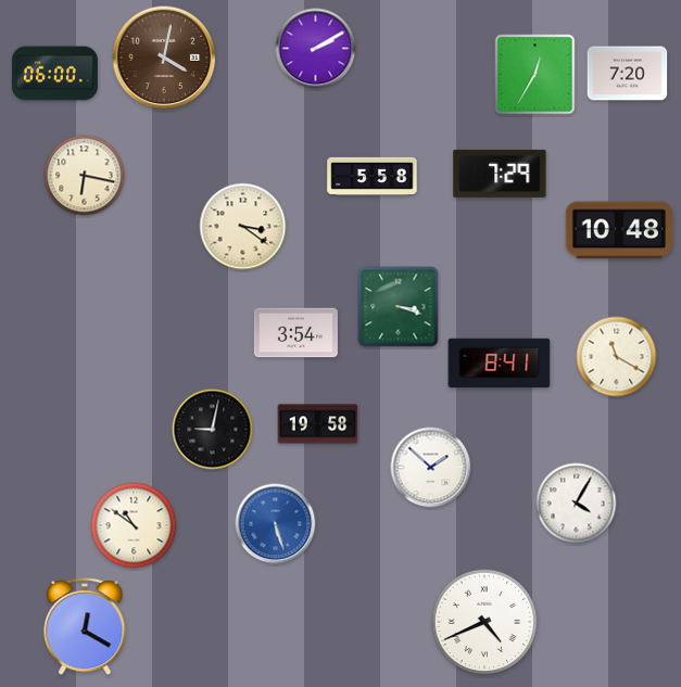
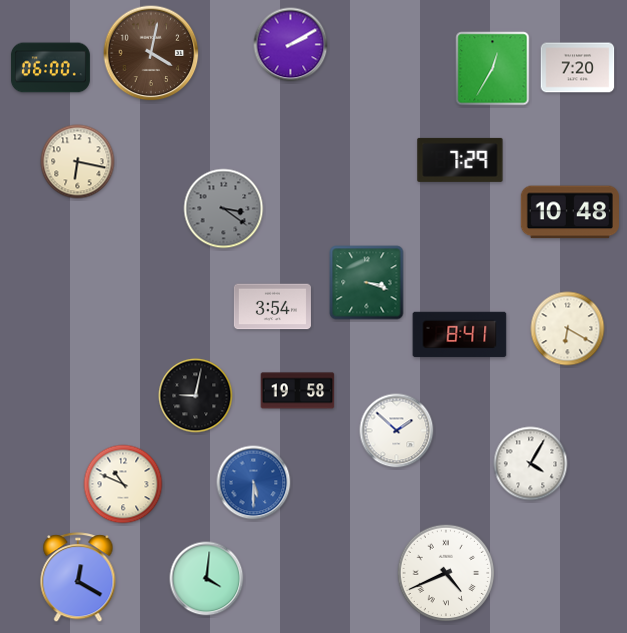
clock at (373, 176): 5:58 -> none
clock at (243, 227) dial: cream -> grey
clock at (617, 357): 11:20 -> 6:20
clock at (318, 424) position: (318, 424) -> (298, 391)
clock at (276, 524): 5:27 -> 5:30
clock at (134, 525): 10:51 -> 10:49
clock at (207, 579): none -> 4:01
